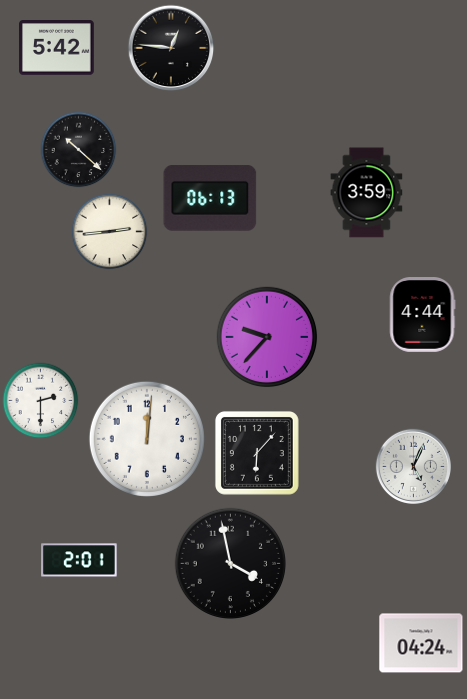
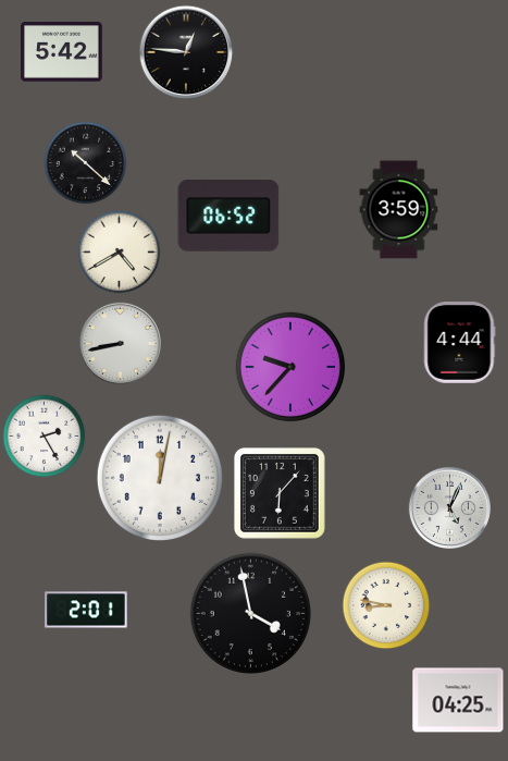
clock at (210, 199): 06:13 -> 06:52
clock at (110, 232): 2:44 -> 4:40
clock at (120, 343): none -> 8:43
clock at (41, 401): 2:30 -> 2:25
clock at (147, 439): 12:01 -> 12:02
clock at (386, 605): none -> 8:47
clock at (421, 643): 04:24 -> 04:25
